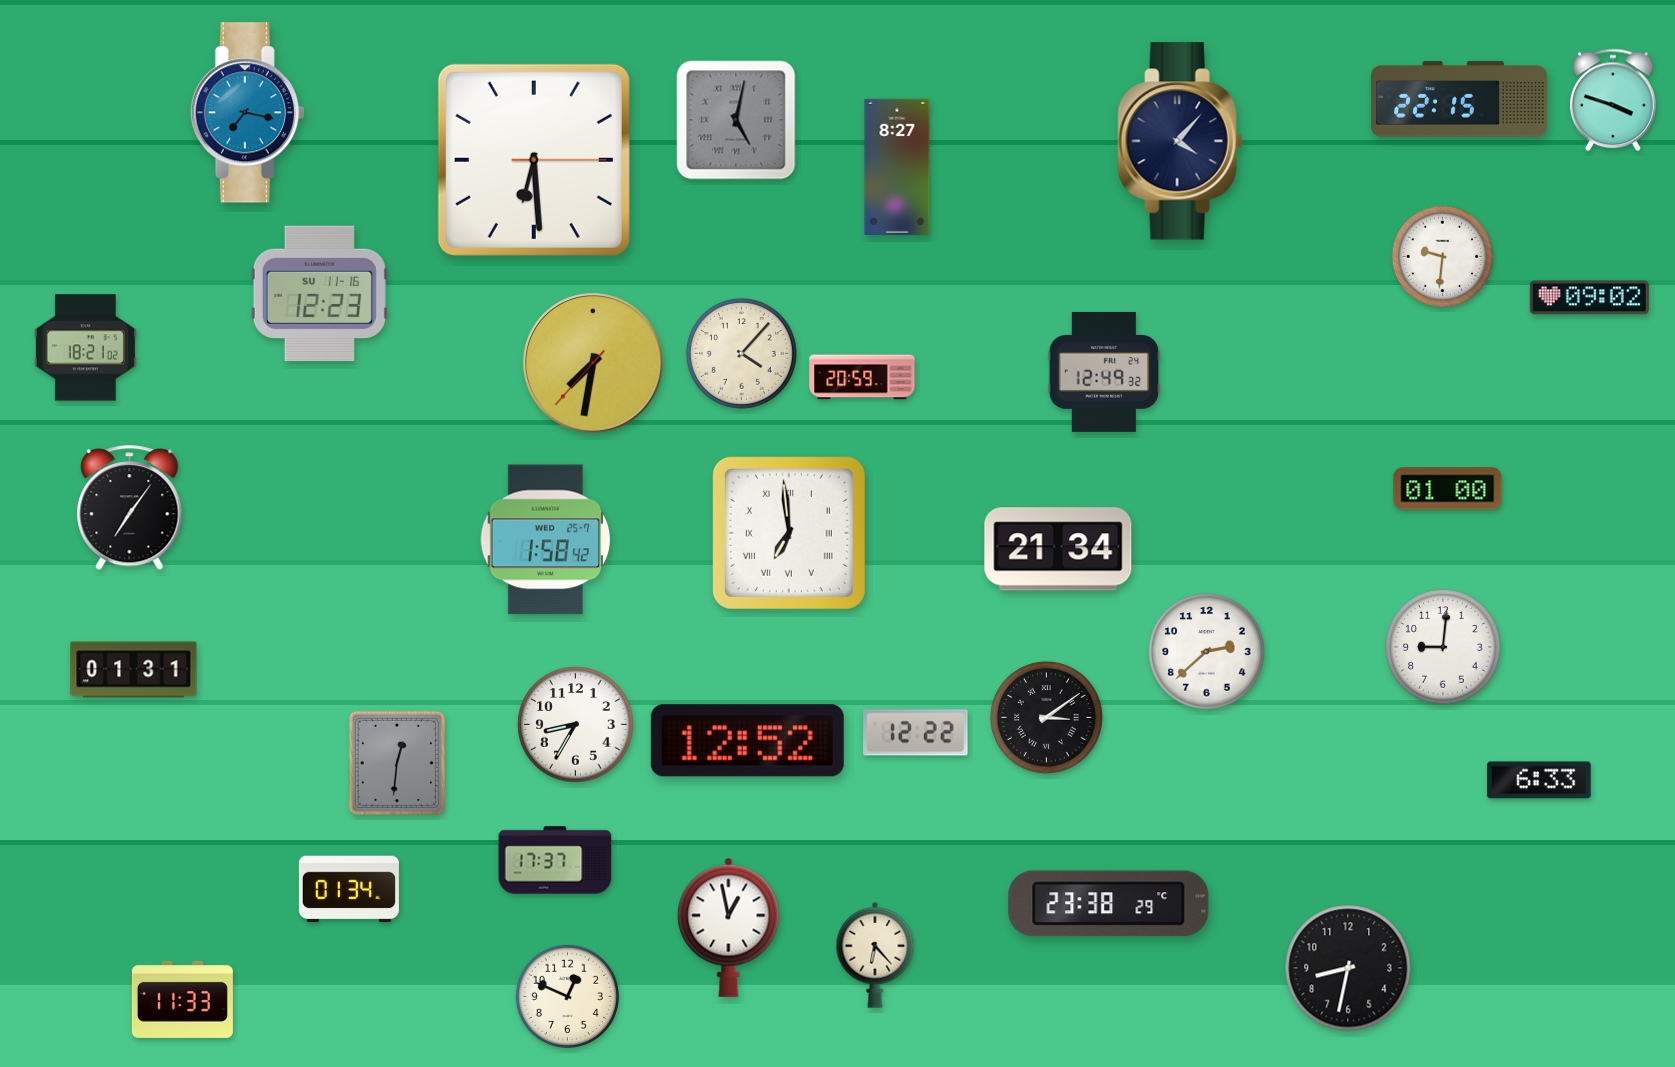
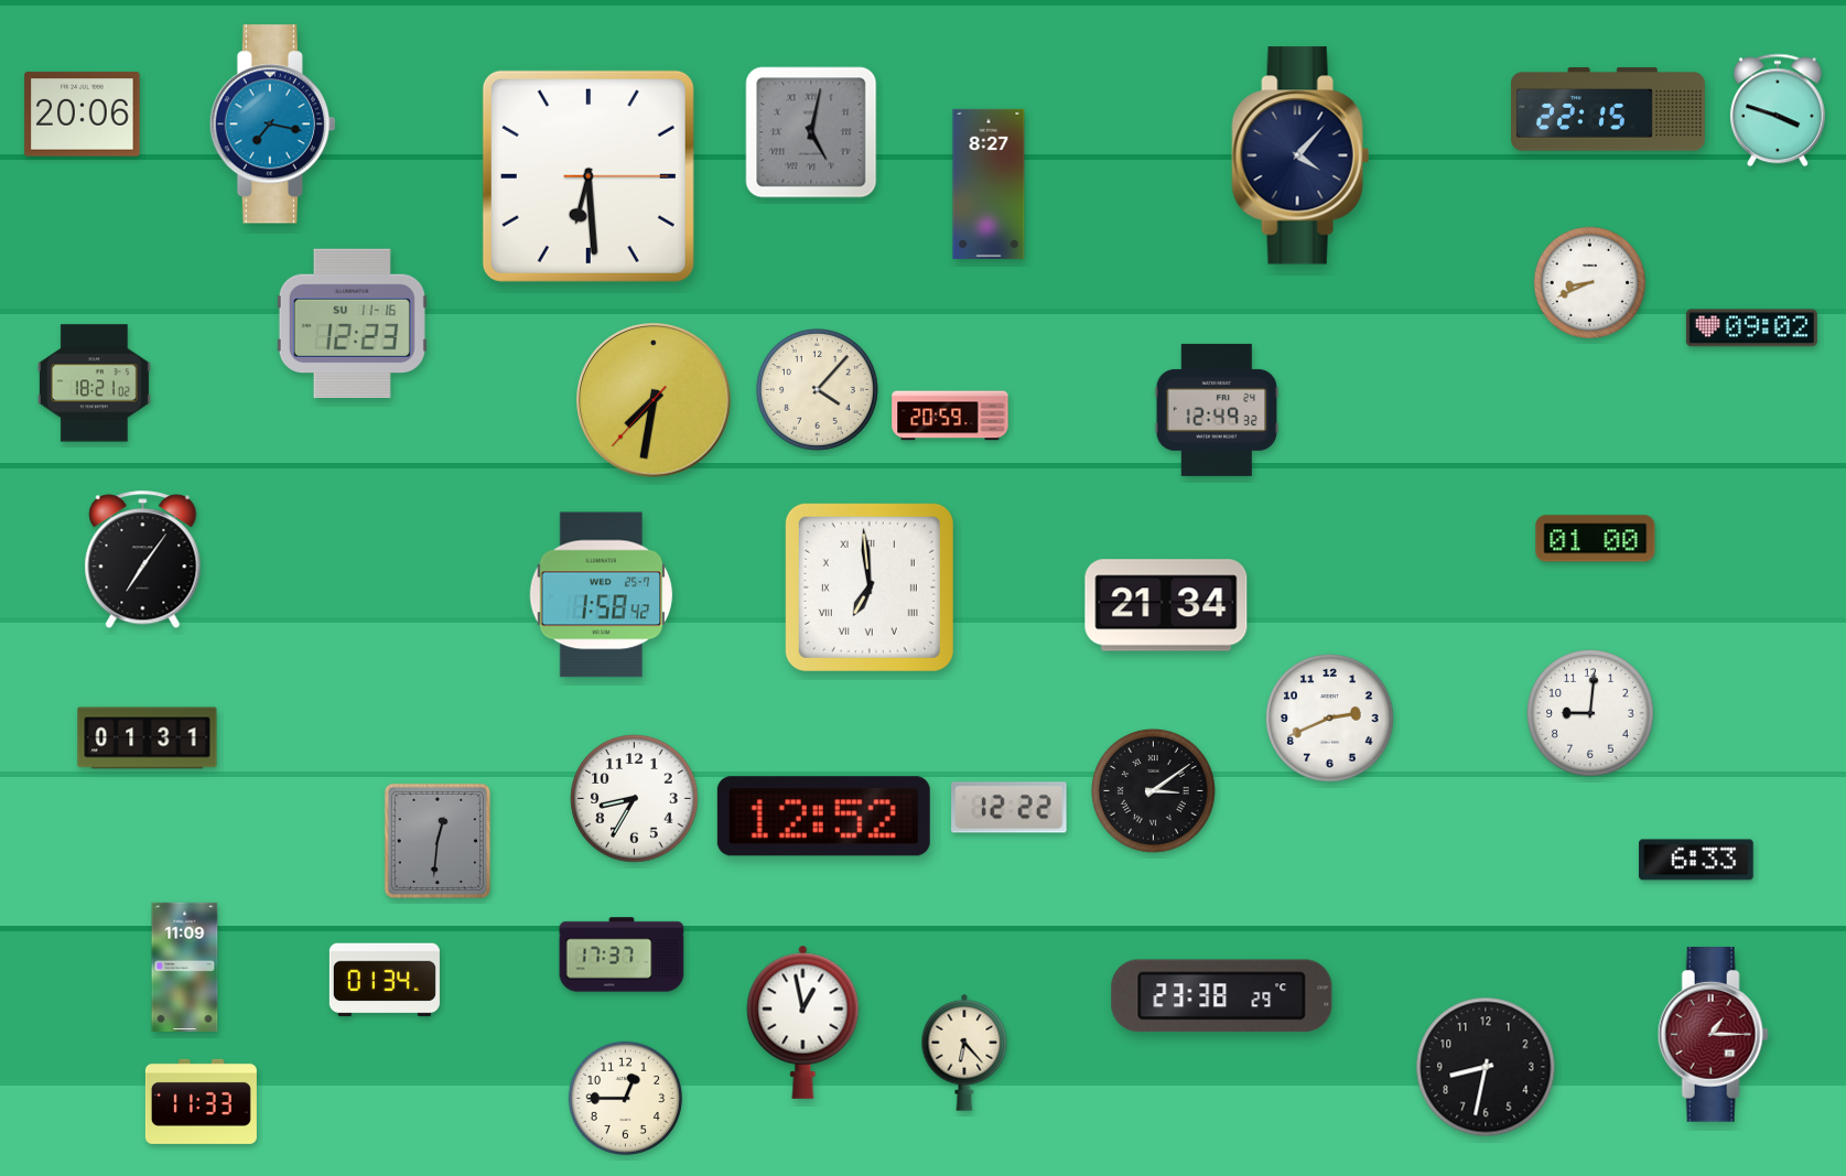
clock at (83, 115): none -> 20:06
clock at (1442, 256): 9:31 -> 8:41
clock at (1207, 652): 2:38 -> 2:41
clock at (555, 860) position: (555, 860) -> (622, 954)
clock at (185, 967): none -> 11:09
clock at (1713, 1035): none -> 1:15
clock at (567, 996): 12:49 -> 12:45
